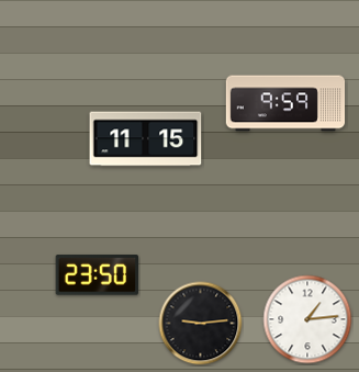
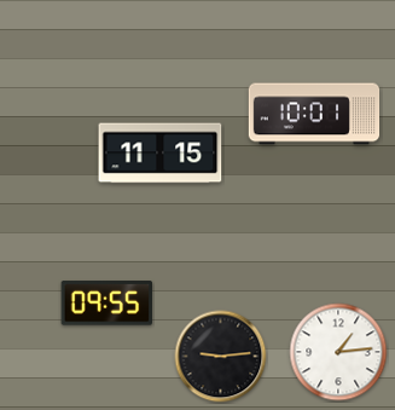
clock at (285, 103): 9:59 -> 10:01
clock at (97, 275): 23:50 -> 09:55
